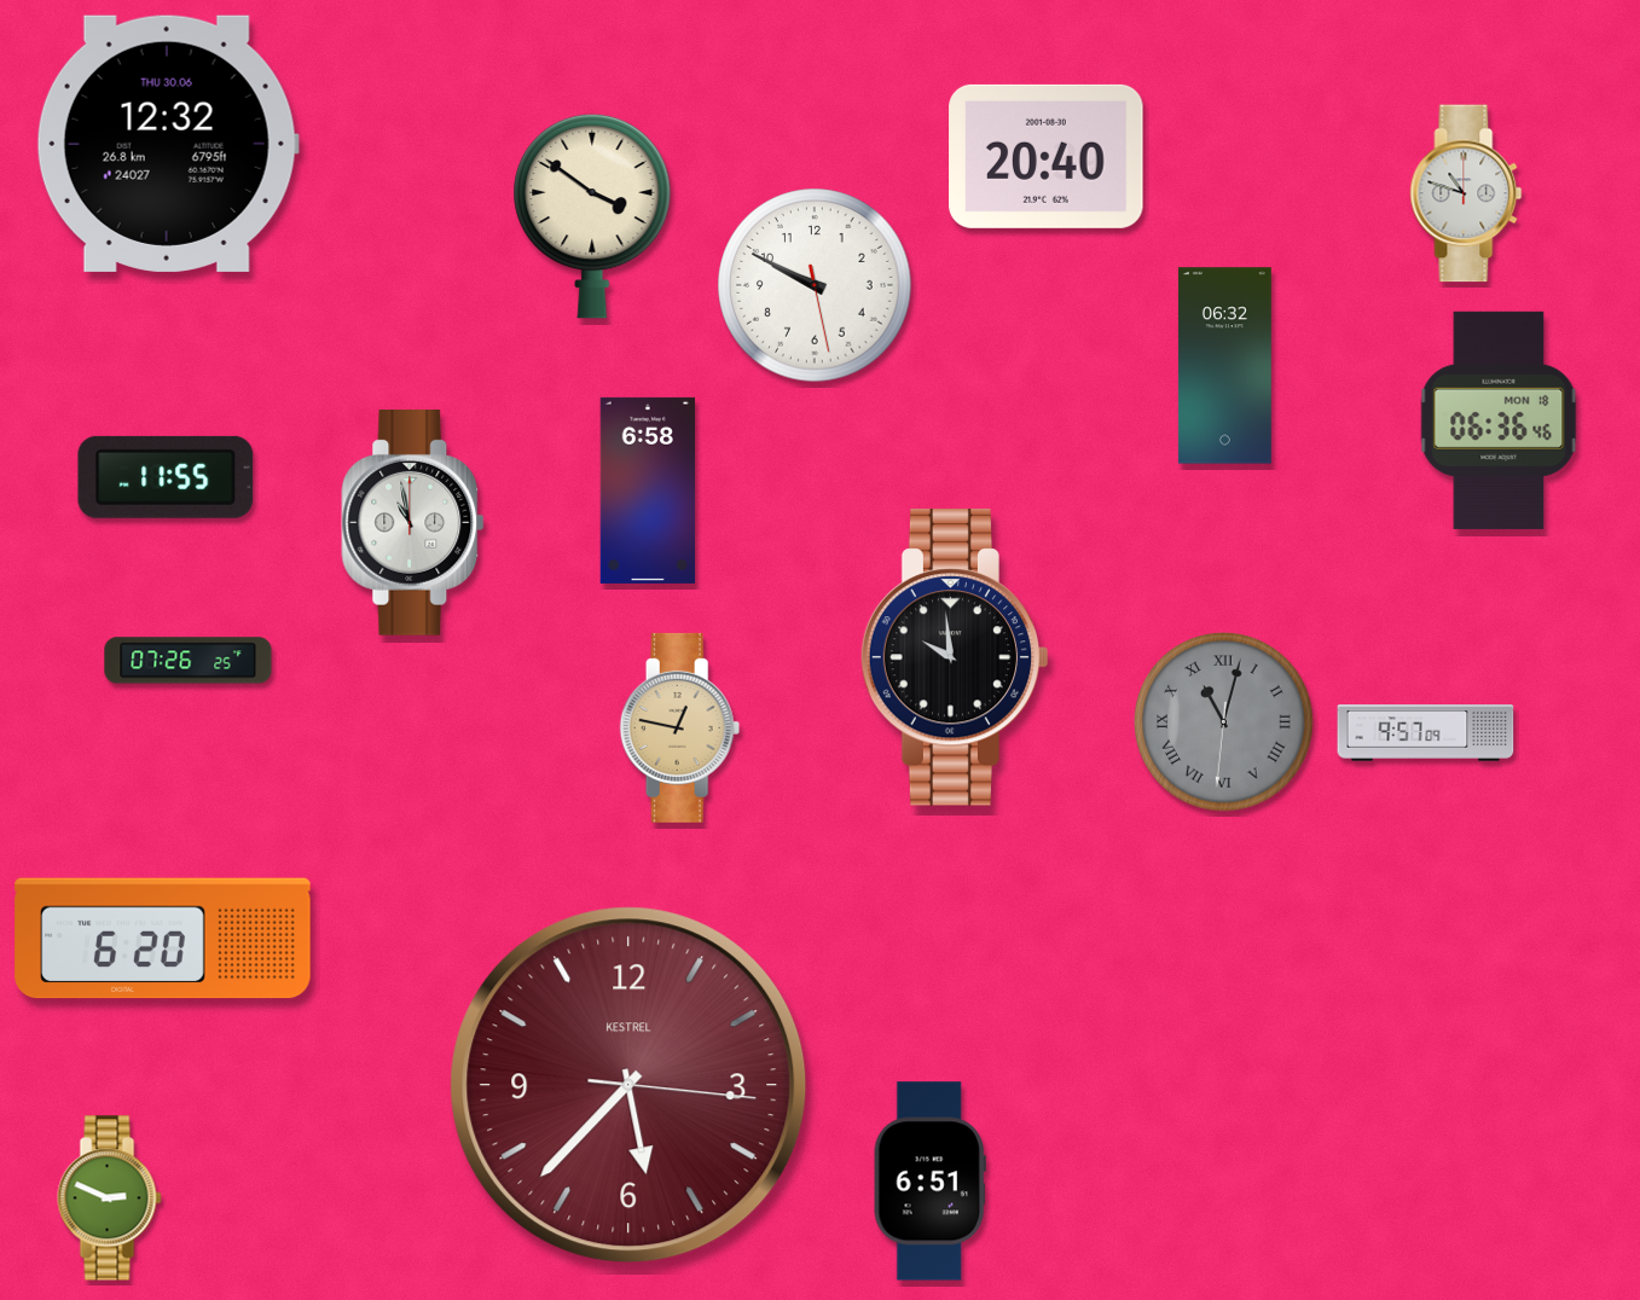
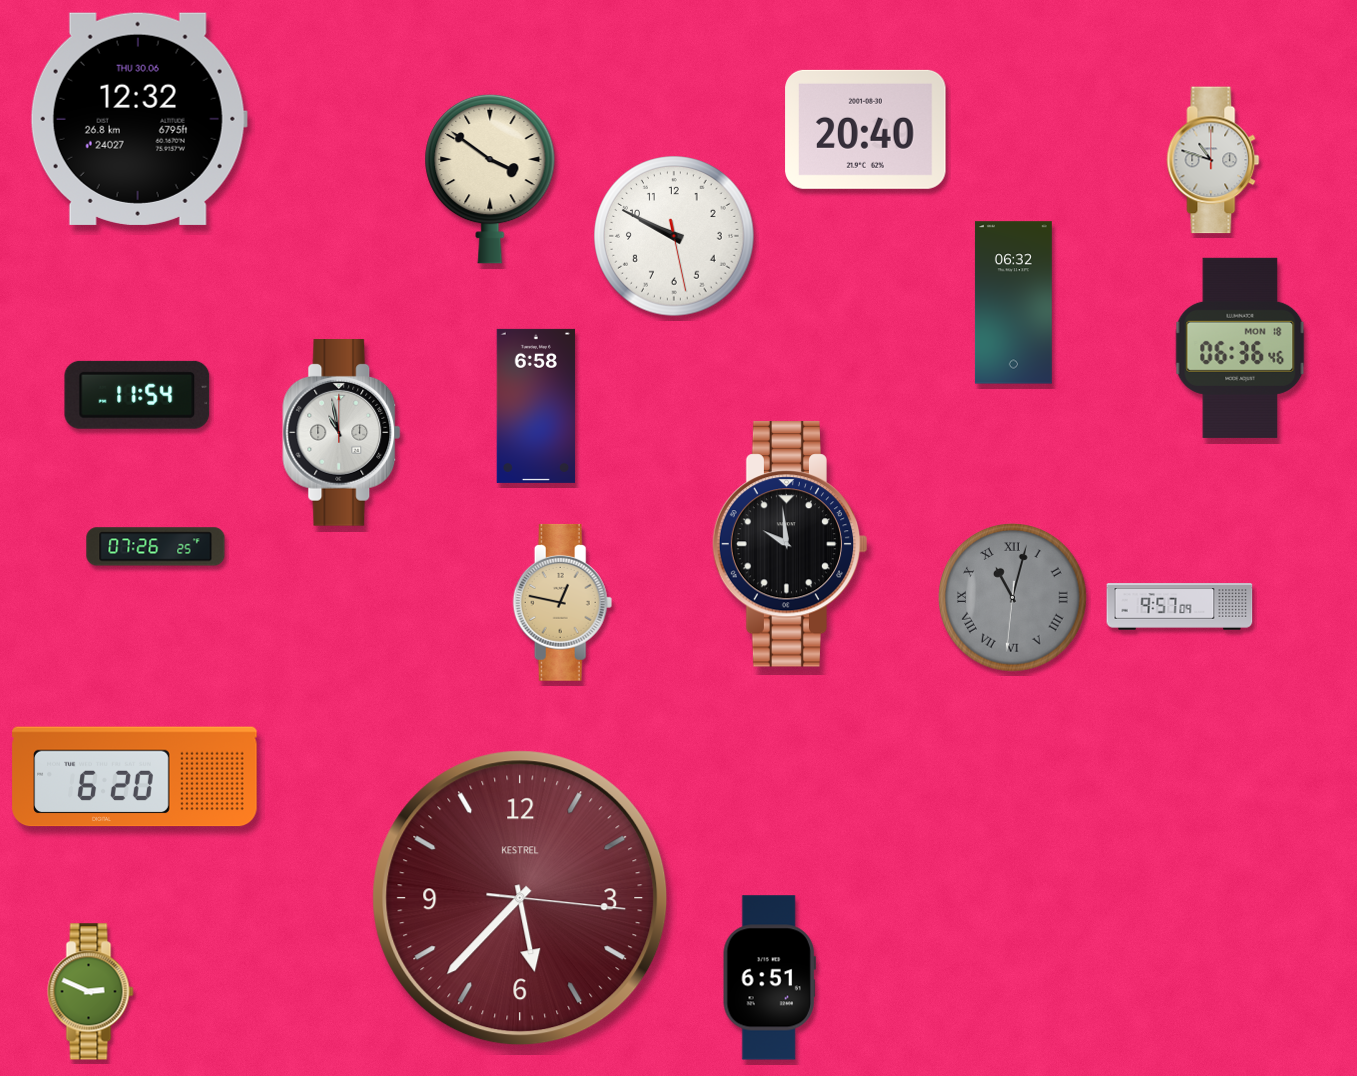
clock at (166, 477): 11:55 -> 11:54
